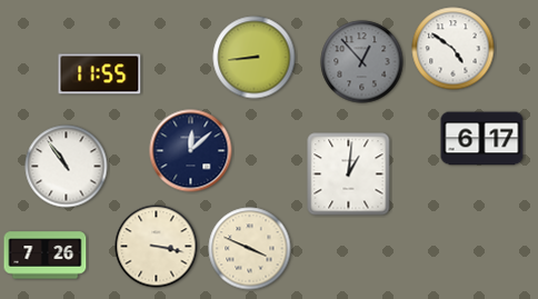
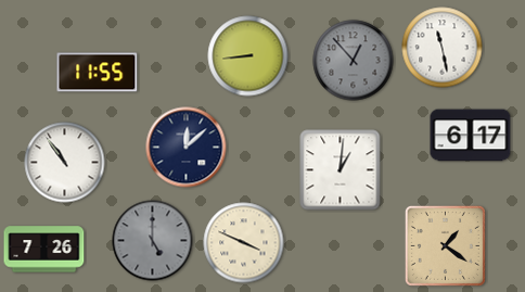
clock at (454, 49): 4:51 -> 11:28
clock at (157, 247): 3:17 -> 5:00
clock at (157, 247) dial: cream -> grey
clock at (445, 245): none -> 1:21
